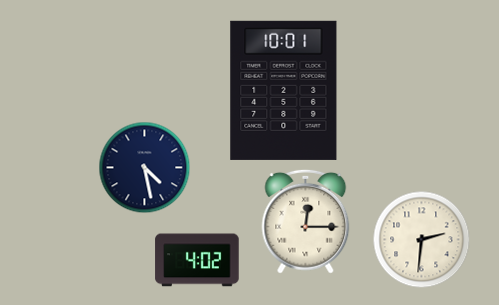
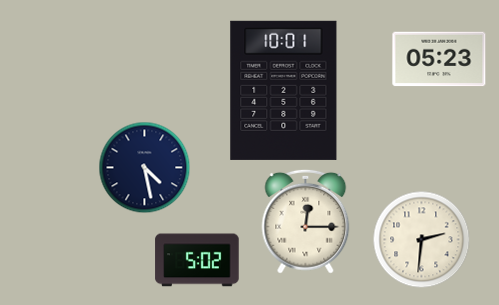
clock at (439, 59): none -> 05:23
clock at (197, 260): 4:02 -> 5:02
